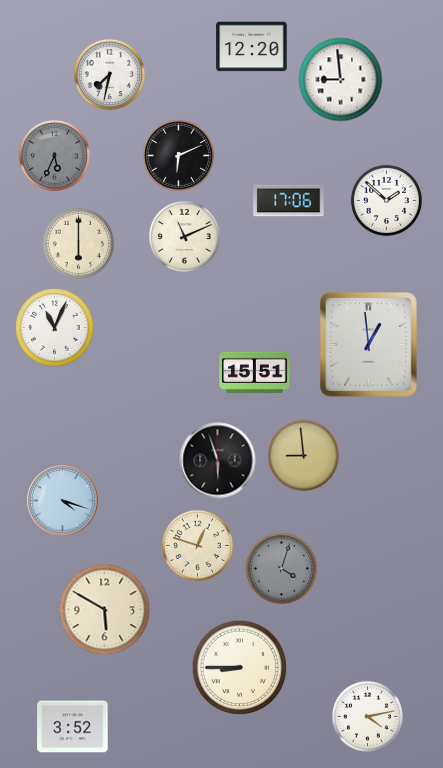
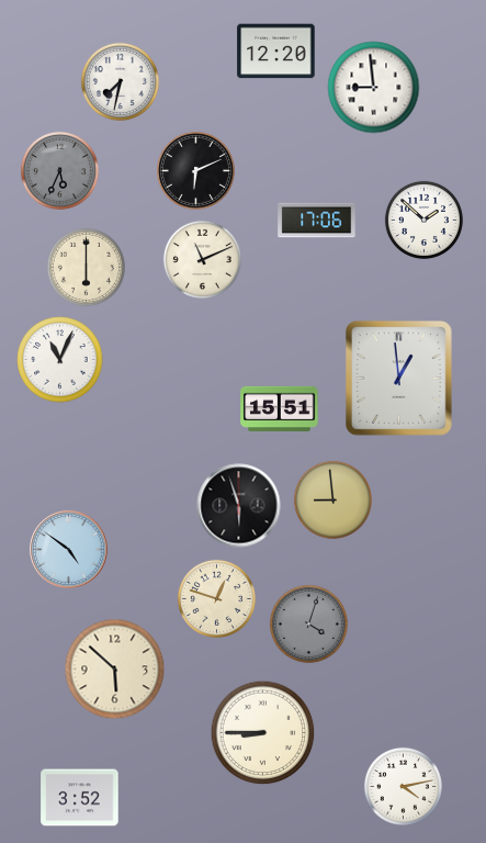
clock at (368, 345) position: (368, 345) -> (398, 379)
clock at (63, 501): 4:18 -> 4:51
clock at (105, 610): 5:50 -> 5:52
